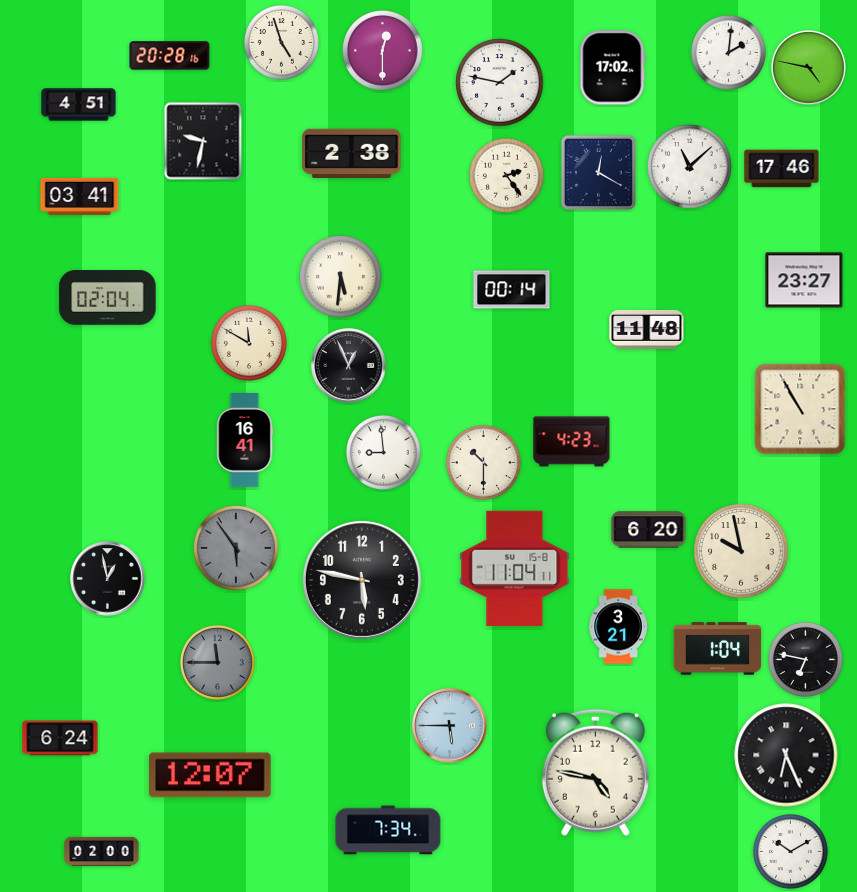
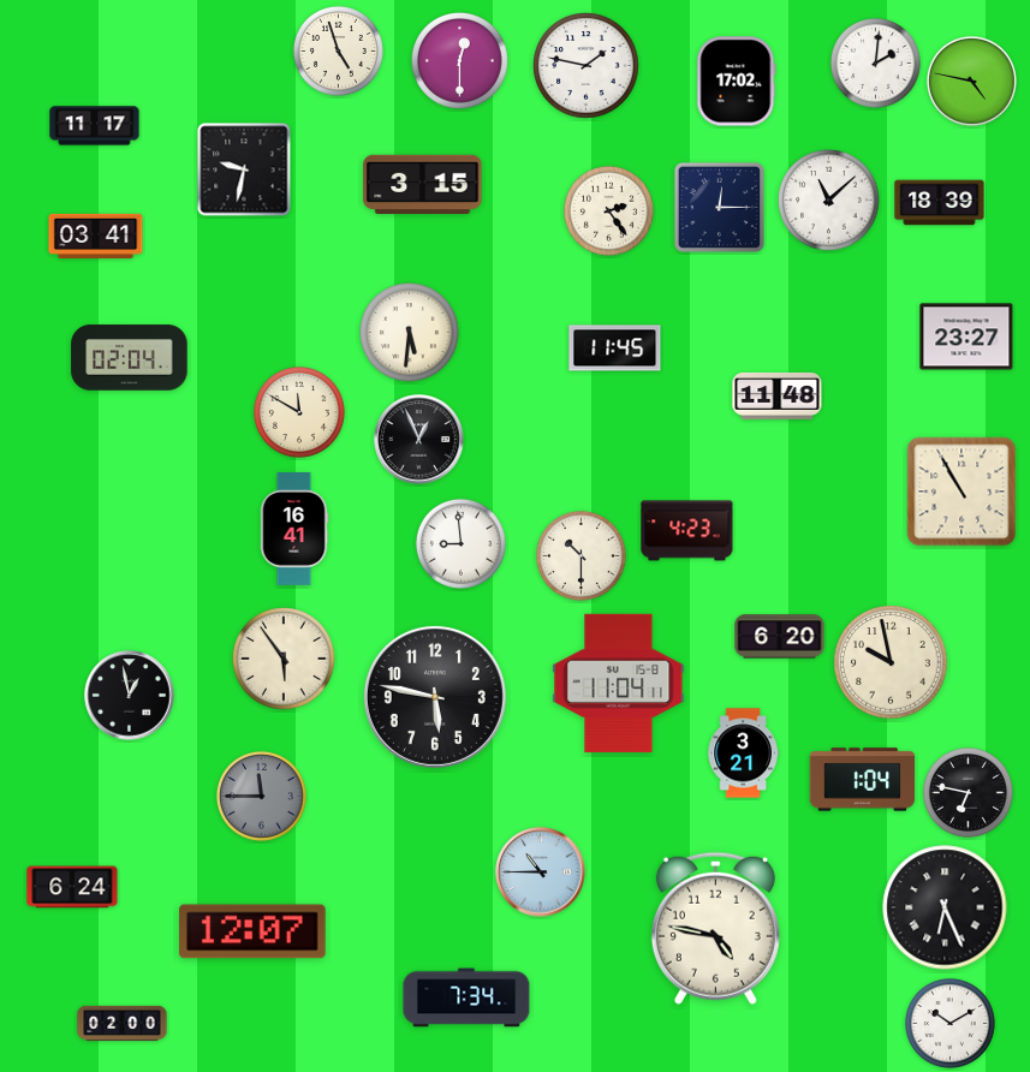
clock at (170, 56): 20:28 -> none
clock at (500, 83) position: (500, 83) -> (587, 66)
clock at (79, 105): 4:51 -> 11:17
clock at (352, 153): 2:38 -> 3:15
clock at (782, 169): 17:46 -> 18:39
clock at (598, 172): 12:20 -> 12:15
clock at (512, 290): 00:14 -> 11:45
clock at (236, 548) dial: grey -> cream
clock at (450, 726): 5:45 -> 10:45
